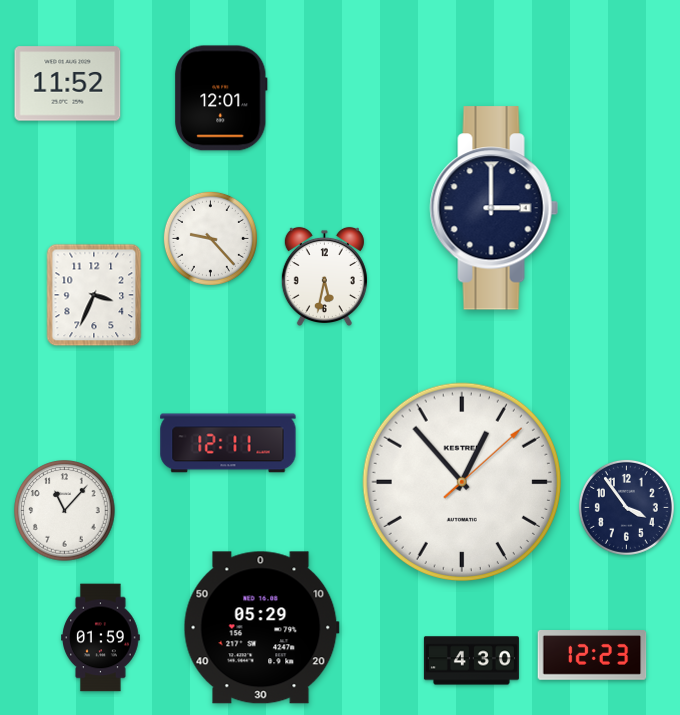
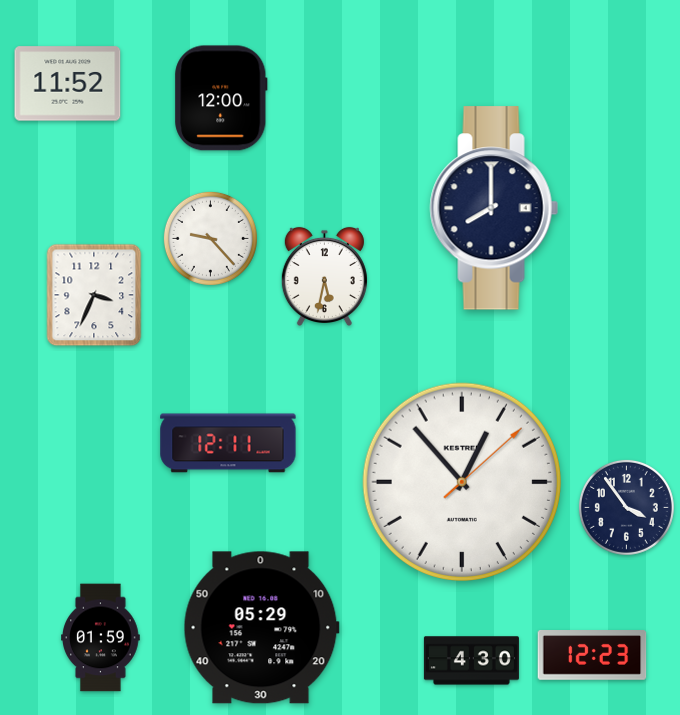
clock at (221, 98): 12:01 -> 12:00
clock at (494, 208): 3:00 -> 8:00
clock at (65, 511): 11:07 -> none
